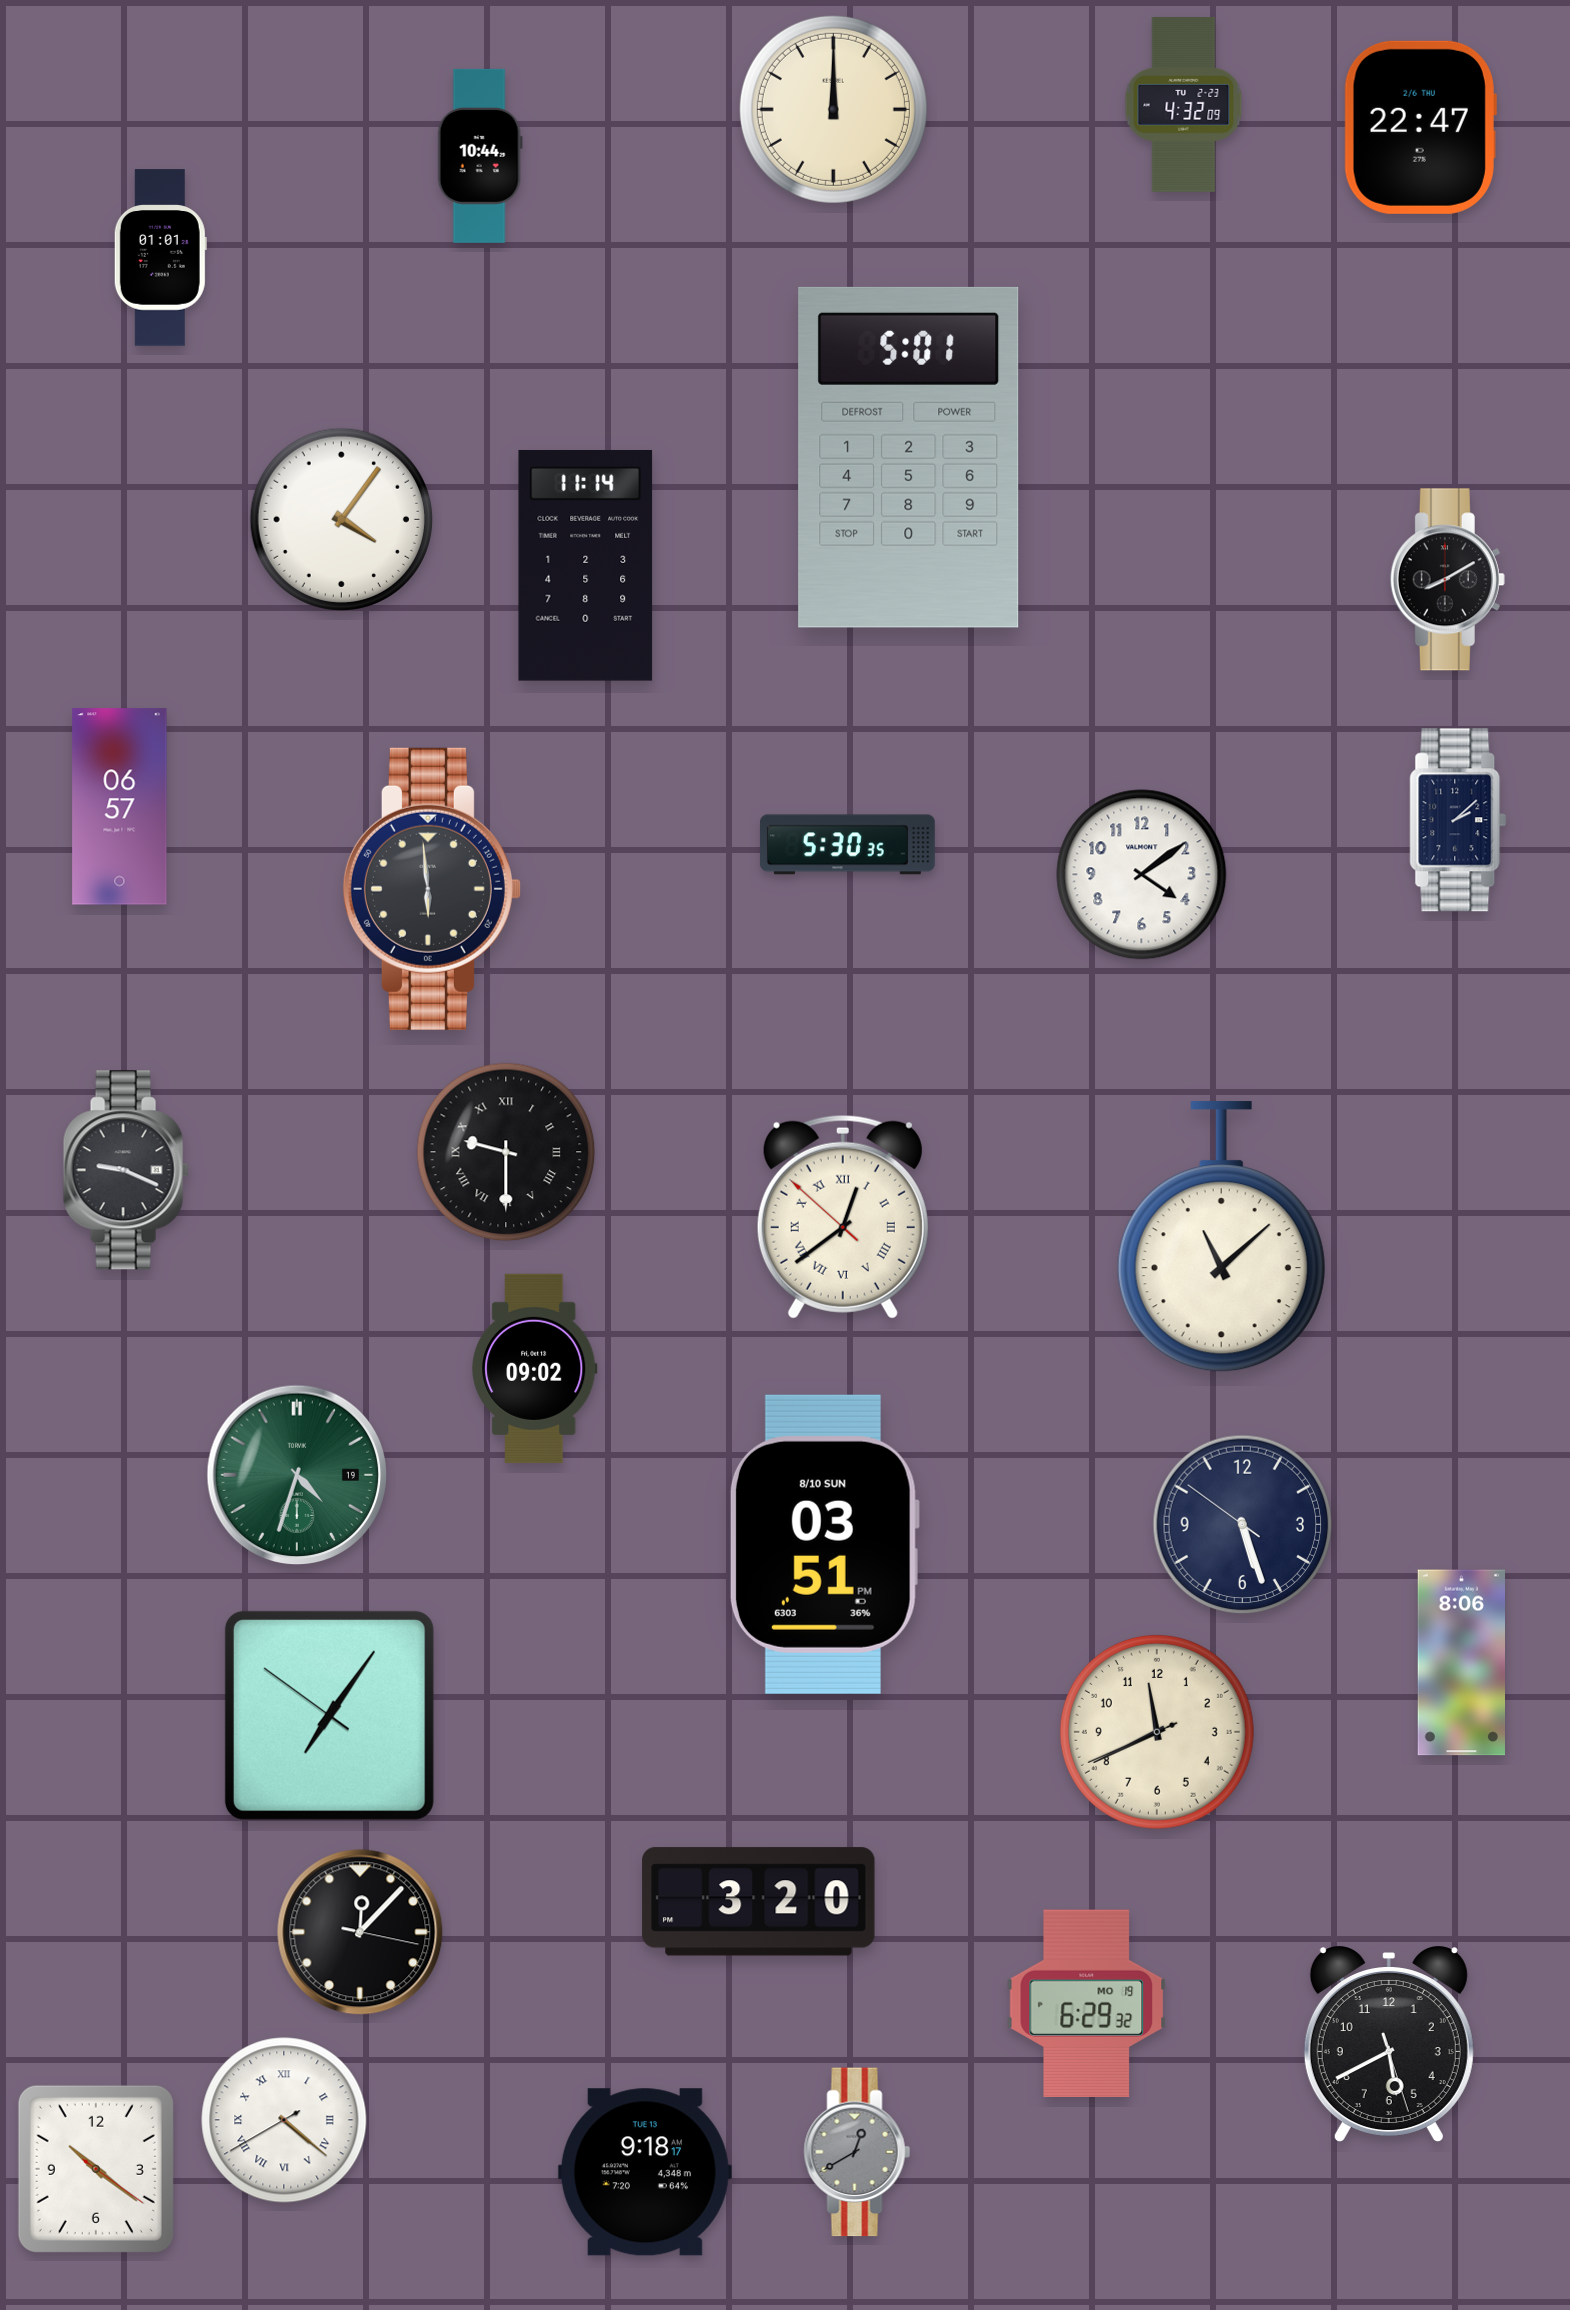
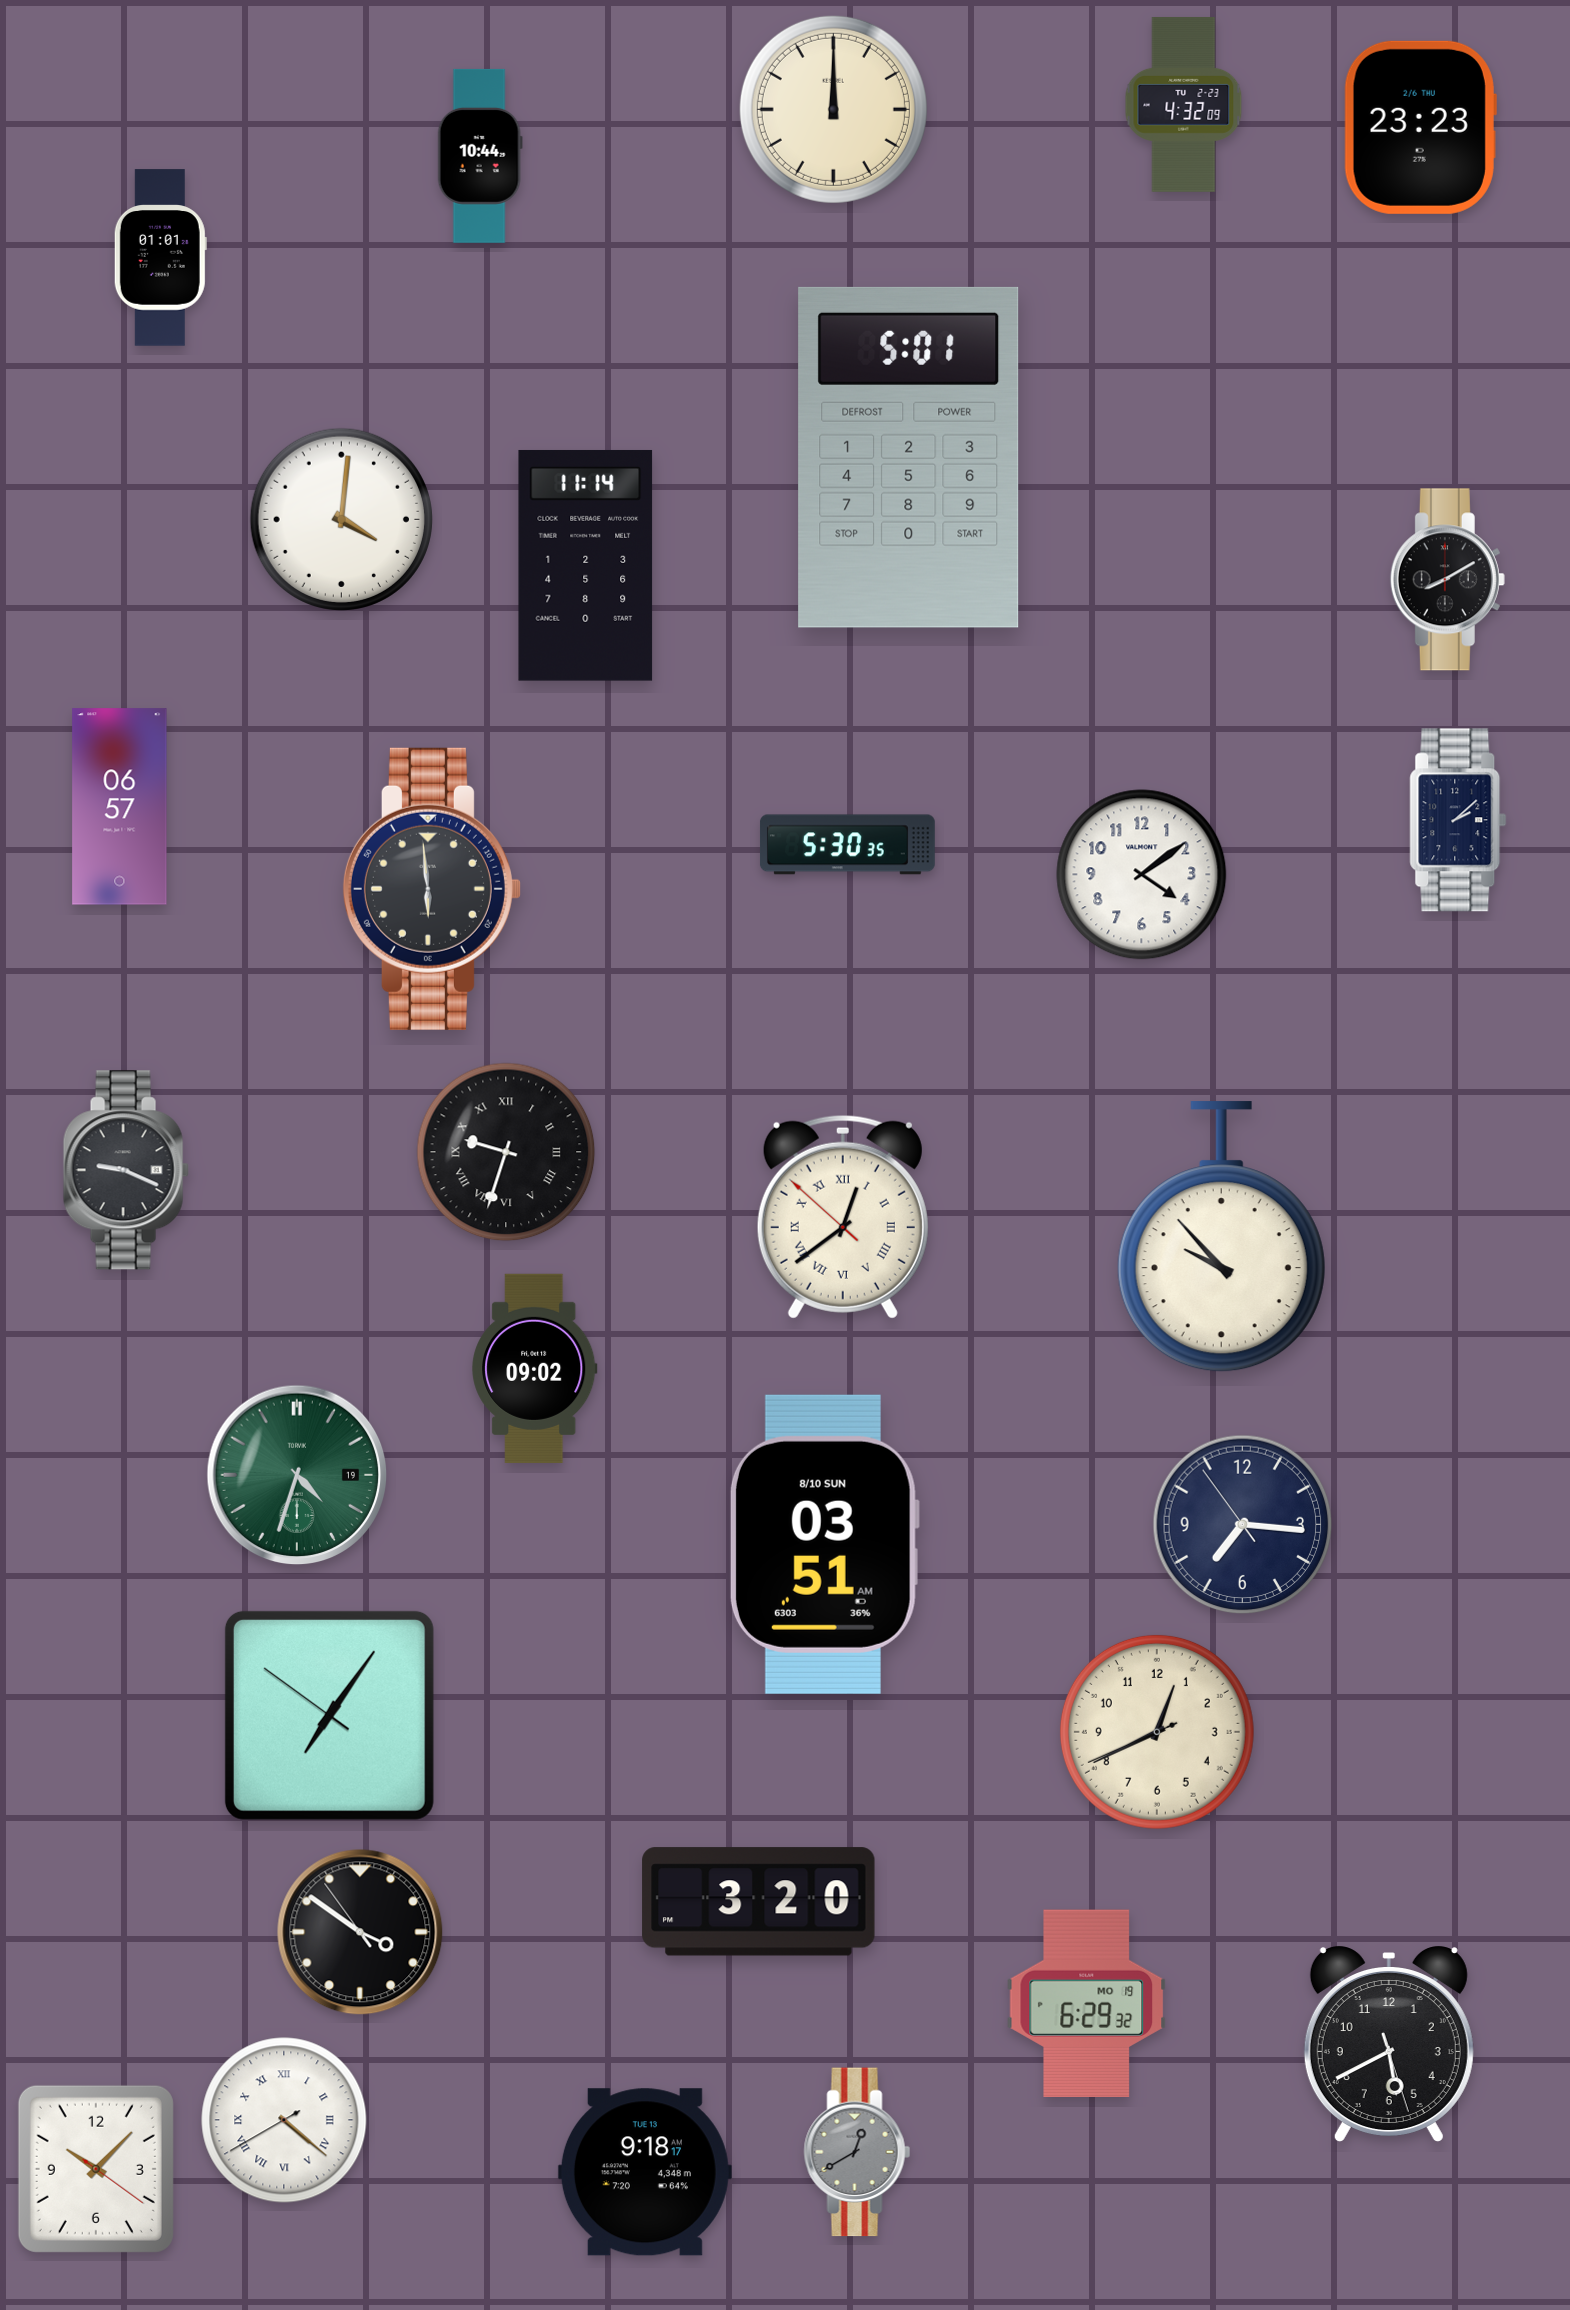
clock at (1420, 127): 22:47 -> 23:23
clock at (341, 519): 4:06 -> 4:01
clock at (506, 1152): 9:30 -> 9:33
clock at (1221, 1237): 11:08 -> 9:53
clock at (1243, 1525): 5:26 -> 7:15
clock at (824, 1544): 03:51 PM -> 03:51 AM
clock at (1461, 1663): 8:06 -> none
clock at (1157, 1732): 11:40 -> 12:40
clock at (360, 1932): 12:07 -> 3:50
clock at (96, 2169): 10:21 -> 10:07
